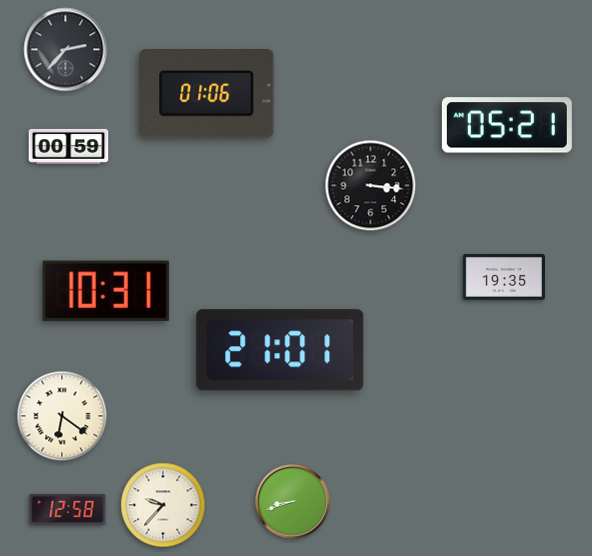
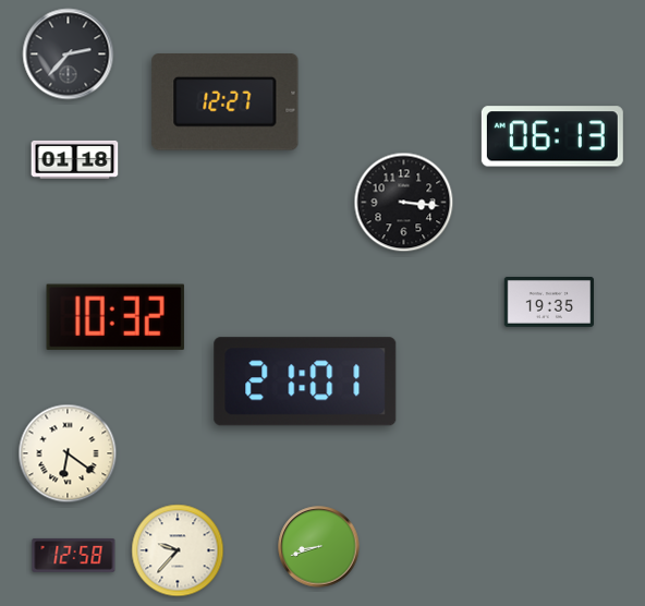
clock at (66, 50) position: (66, 50) -> (69, 54)
clock at (207, 94): 01:06 -> 12:27
clock at (507, 125): 05:21 -> 06:13
clock at (69, 146): 00:59 -> 01:18
clock at (106, 291): 10:31 -> 10:32
